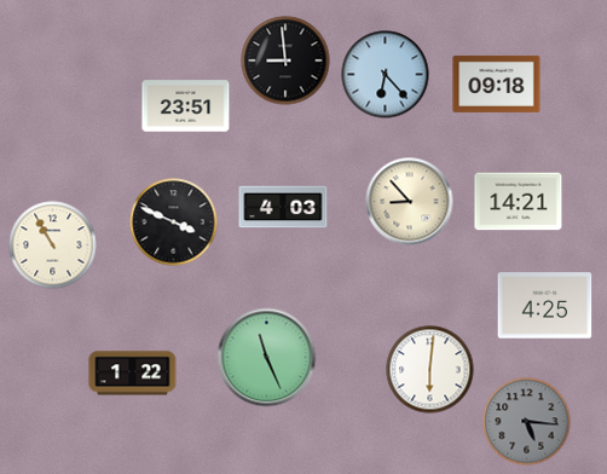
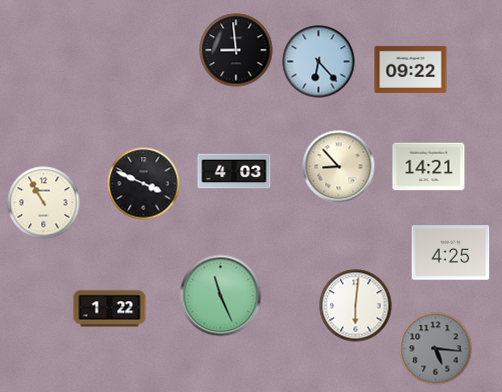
clock at (497, 83): 09:18 -> 09:22
clock at (186, 106): 23:51 -> none
